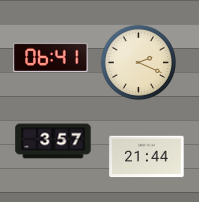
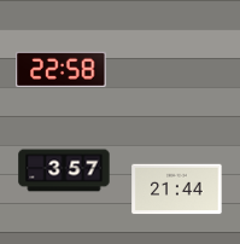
clock at (51, 57): 06:41 -> 22:58
clock at (139, 63): 2:19 -> none
